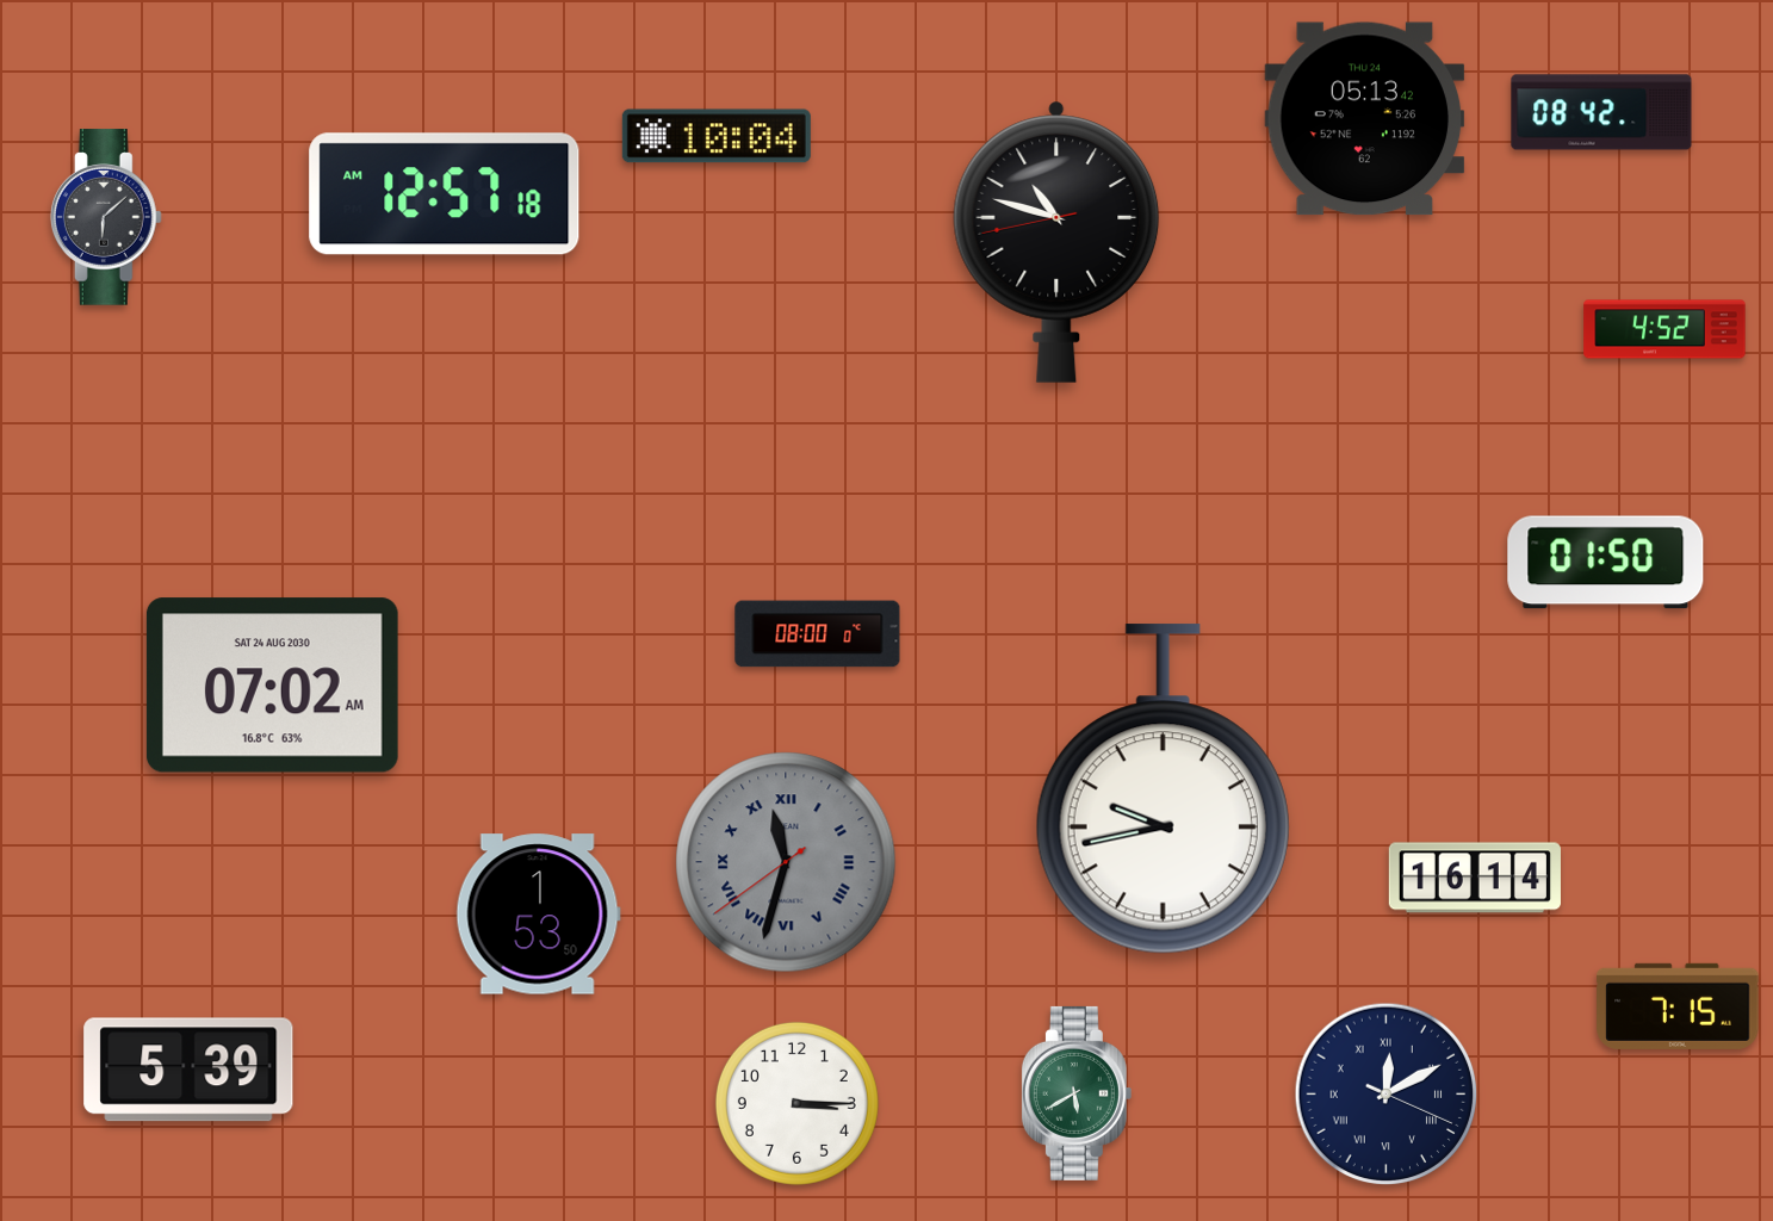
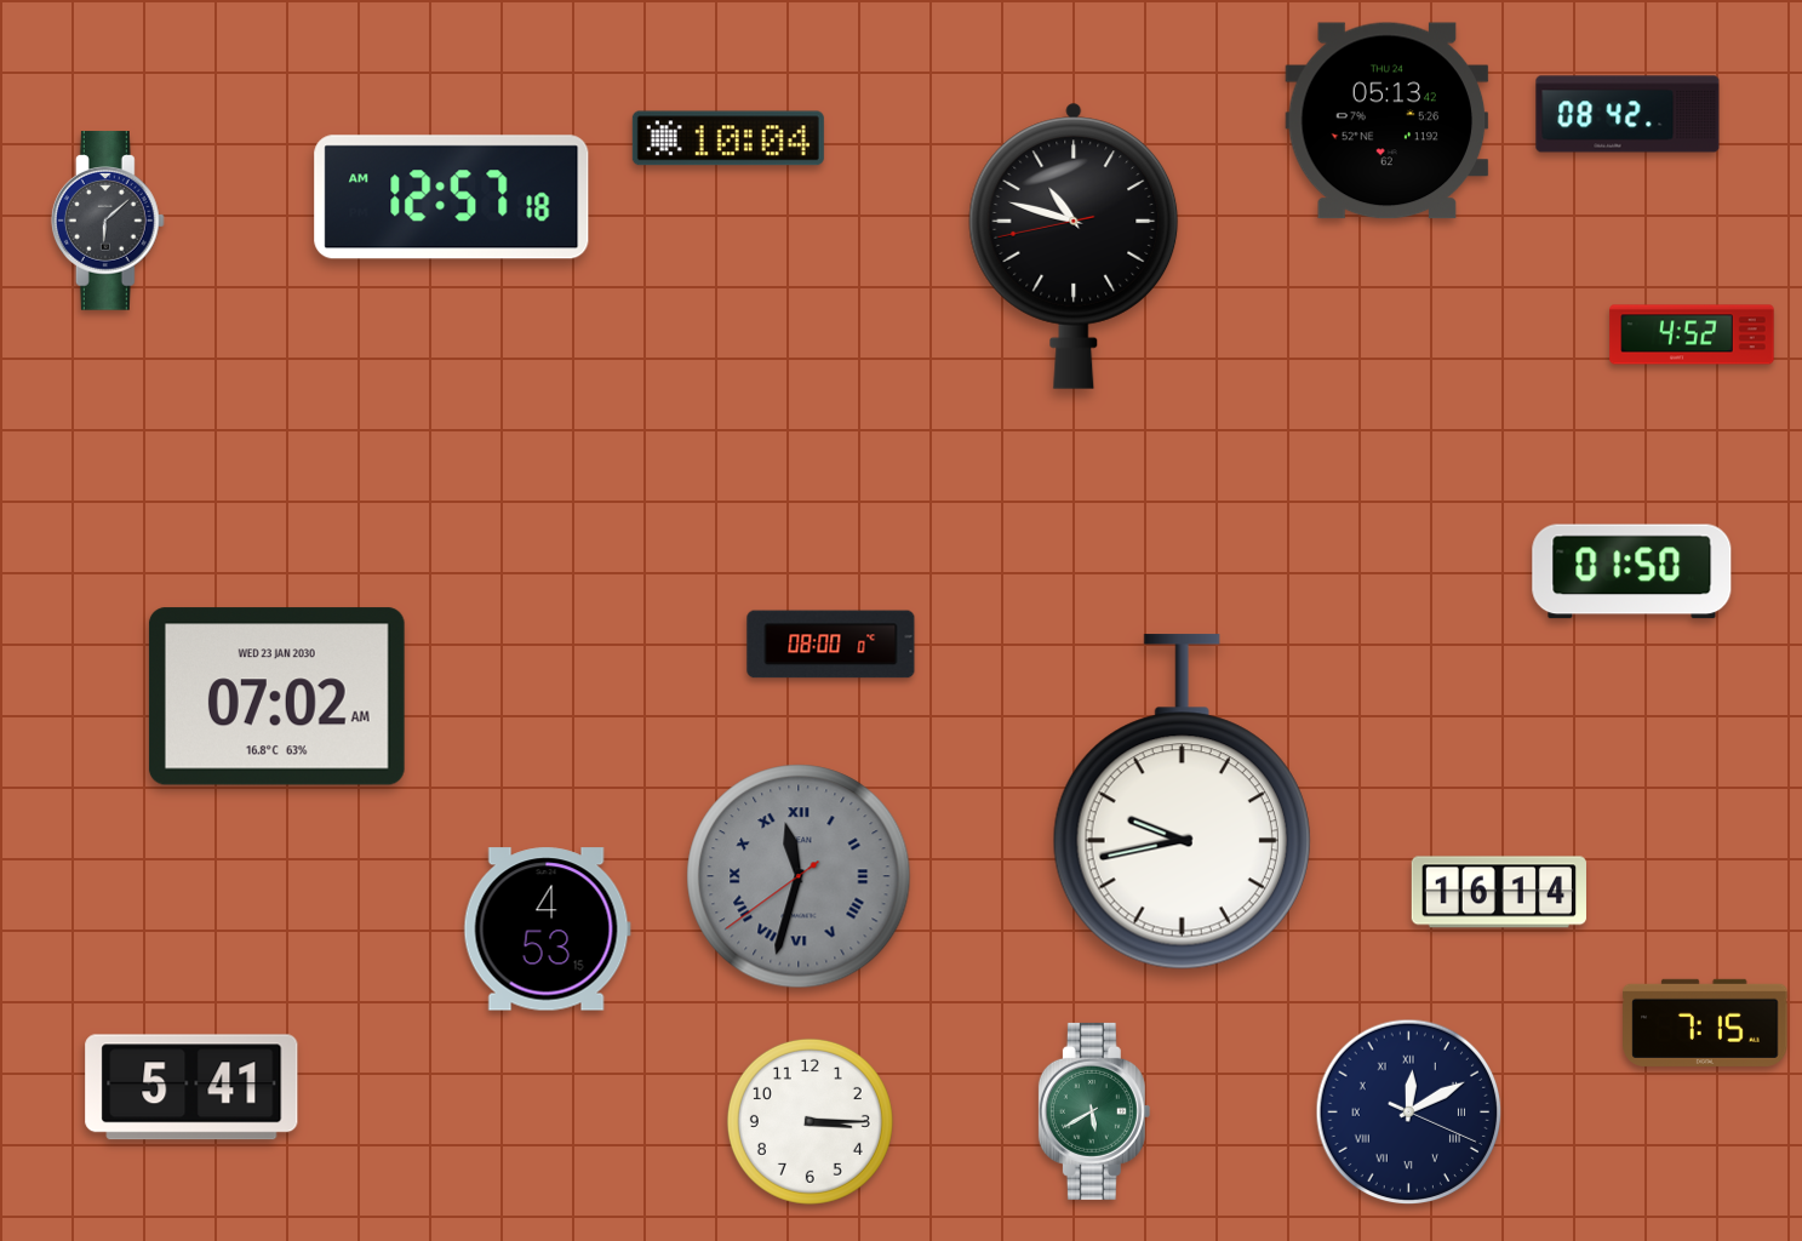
clock at (272, 686) date: SAT 24 AUG 2030 -> WED 23 JAN 2030
clock at (538, 915): 1:53 -> 4:53
clock at (188, 1070): 5:39 -> 5:41
